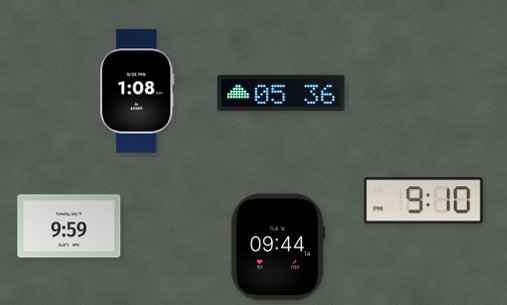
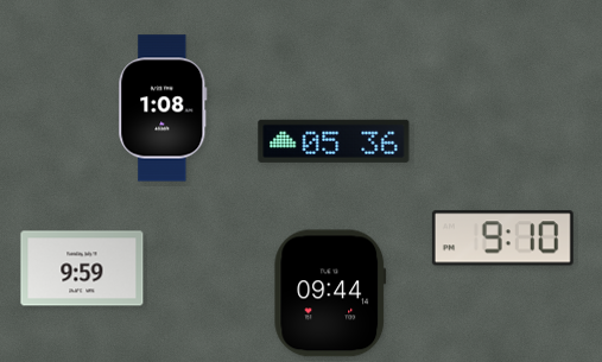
clock at (281, 93) position: (281, 93) -> (334, 141)
